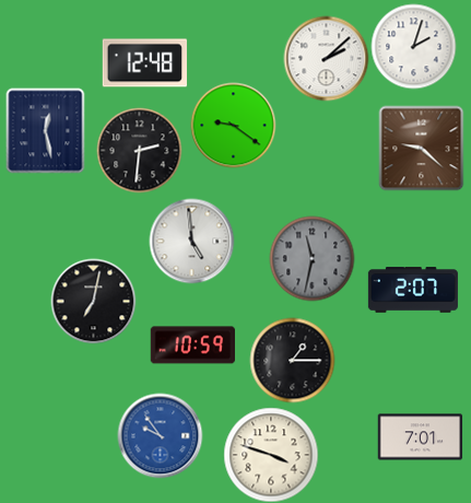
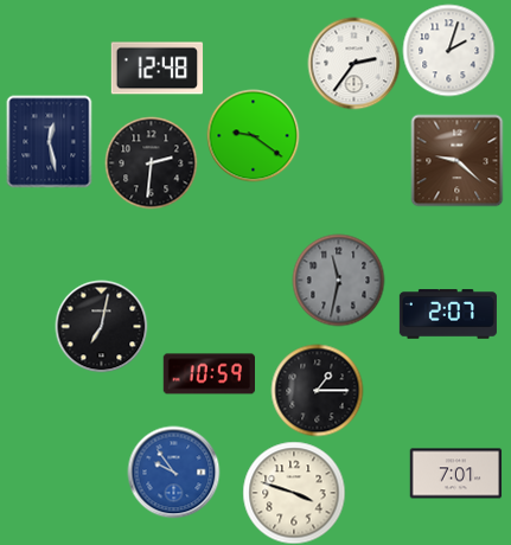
clock at (326, 58): 2:08 -> 2:36
clock at (191, 241): 4:59 -> none
